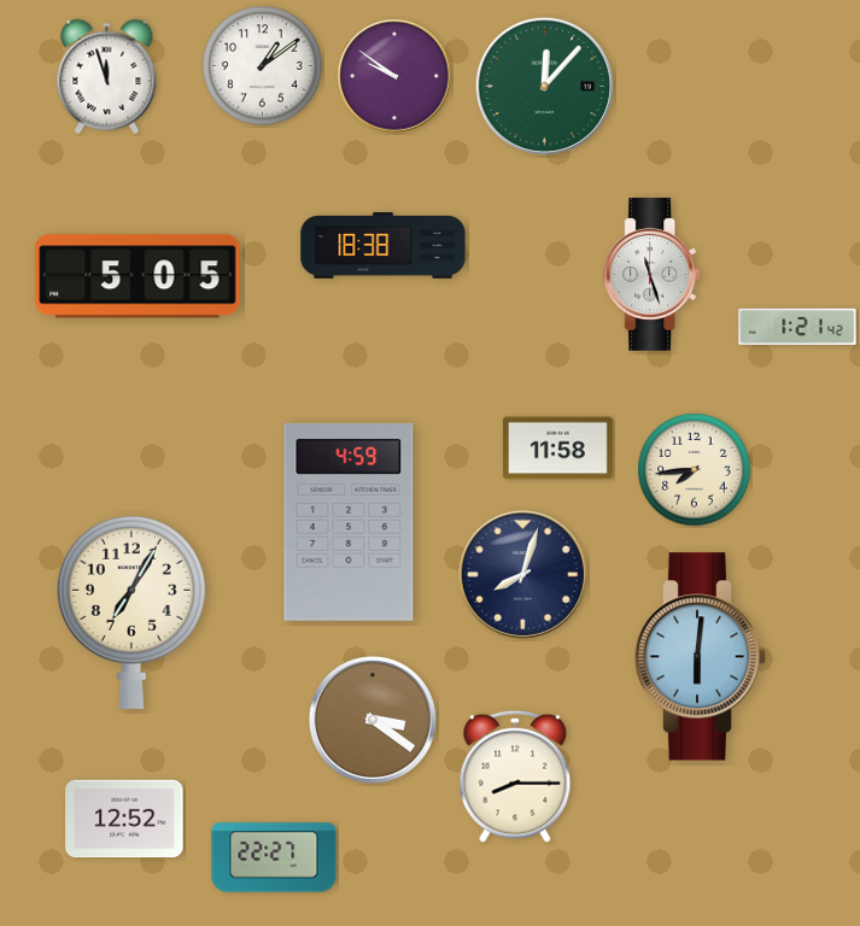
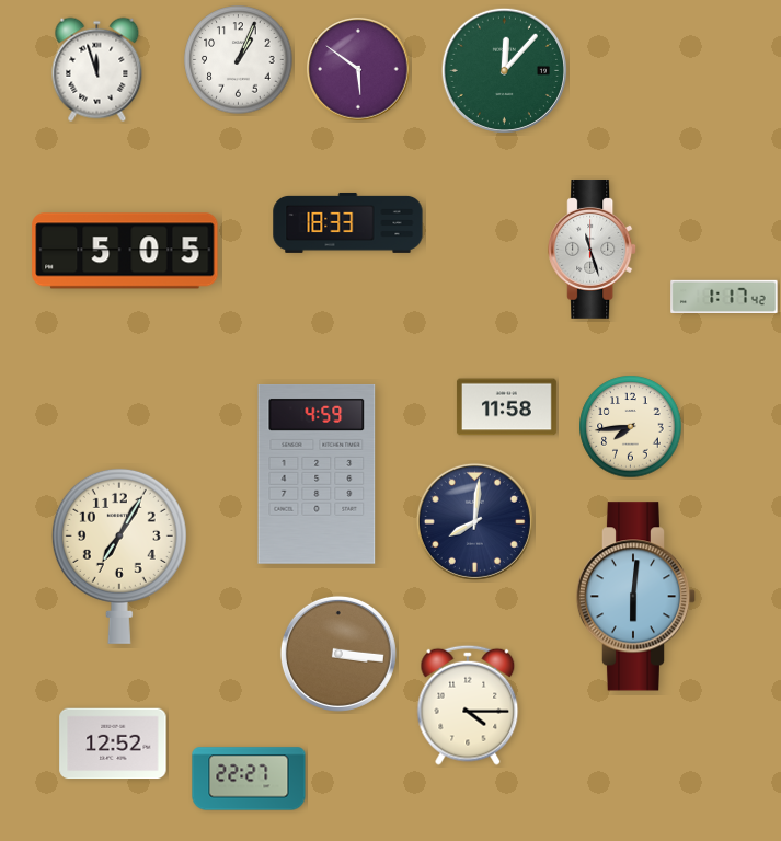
clock at (263, 66): 1:09 -> 1:04
clock at (394, 76): 9:51 -> 5:51
clock at (544, 86) position: (544, 86) -> (504, 70)
clock at (384, 245): 18:38 -> 18:33
clock at (797, 326): 1:21 -> 1:17
clock at (522, 574): 8:03 -> 8:01
clock at (373, 720): 3:21 -> 3:16
clock at (515, 776): 8:15 -> 4:15
